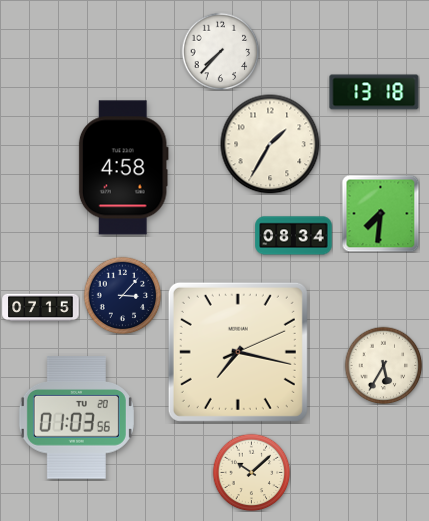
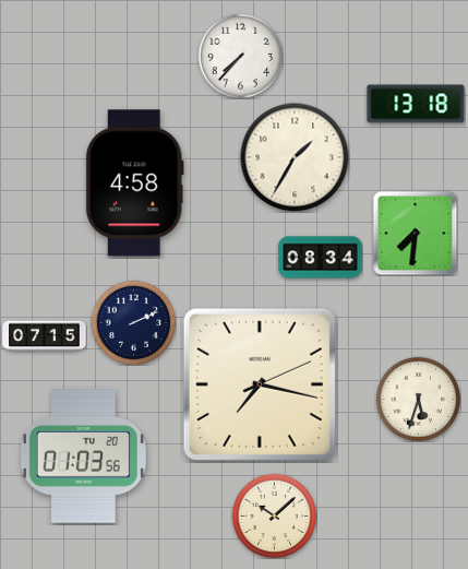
clock at (374, 92) position: (374, 92) -> (416, 104)
clock at (122, 295): 3:07 -> 2:11
clock at (383, 365): 5:35 -> 5:33
